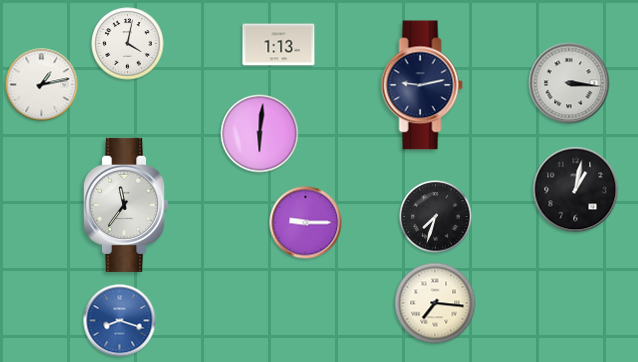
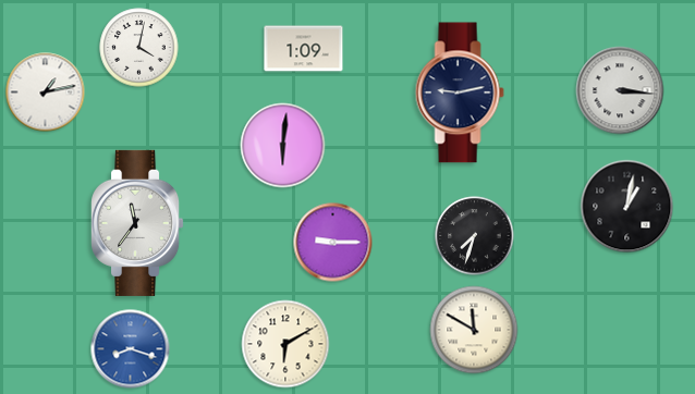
clock at (279, 45): 1:13 -> 1:09
clock at (435, 303): 7:16 -> 11:50
clock at (285, 344): none -> 6:10
